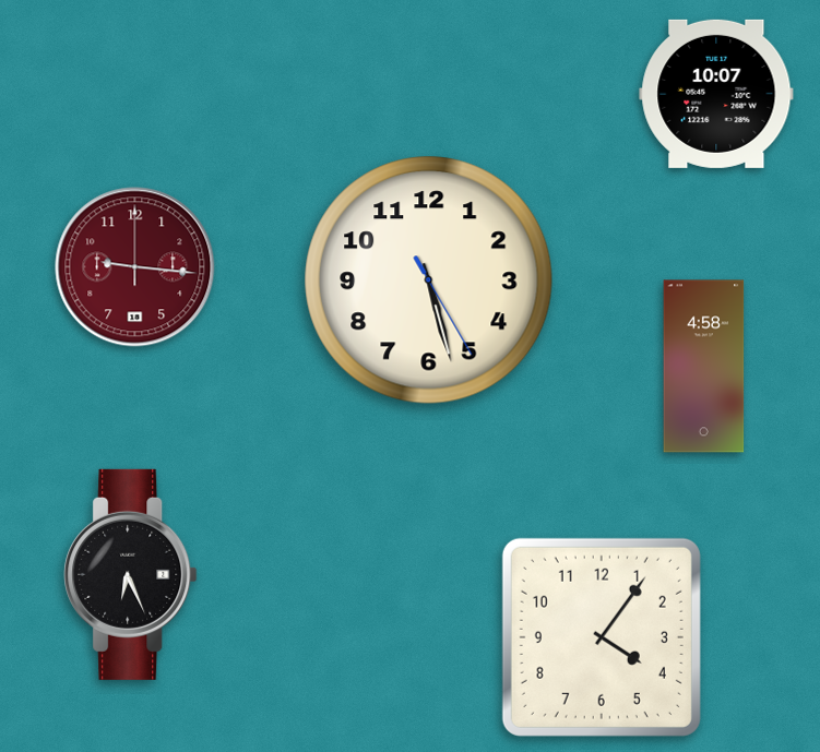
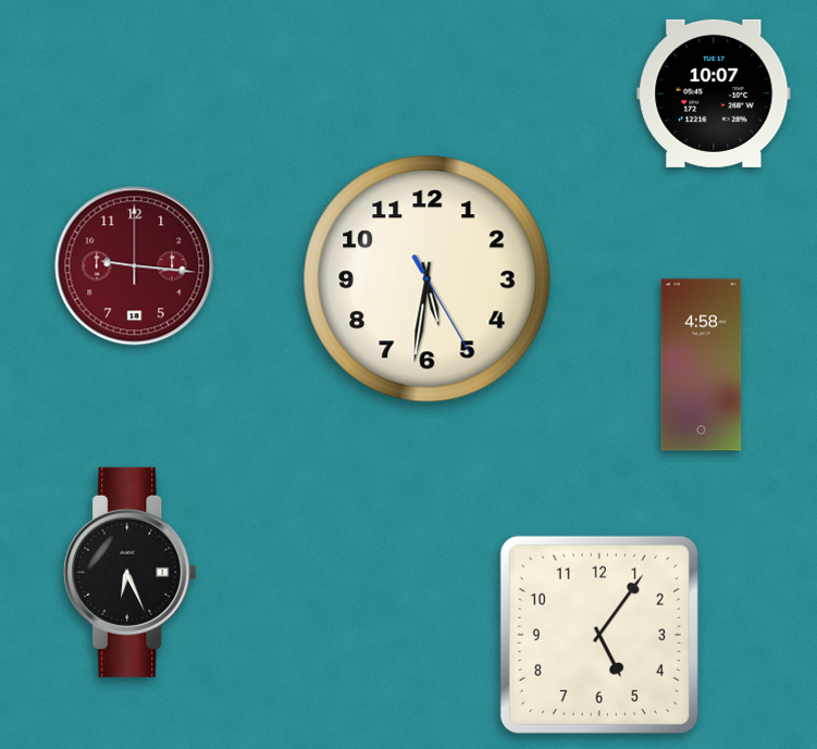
clock at (429, 280): 5:27 -> 5:31
clock at (602, 637): 4:06 -> 5:06
